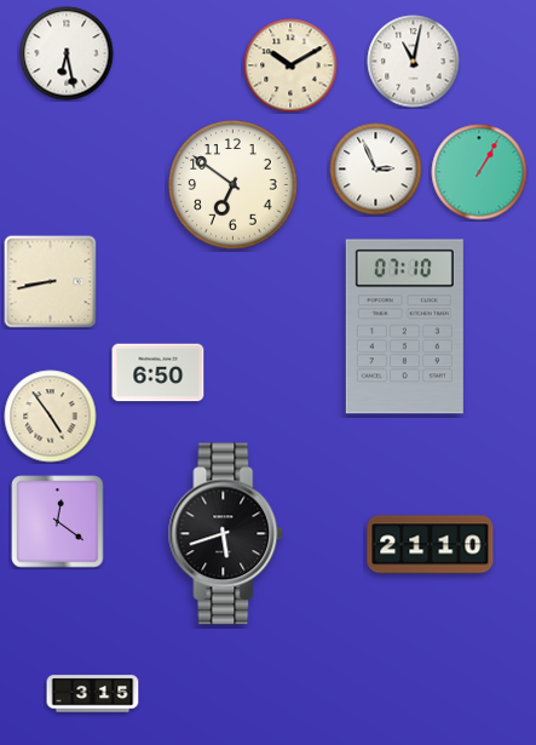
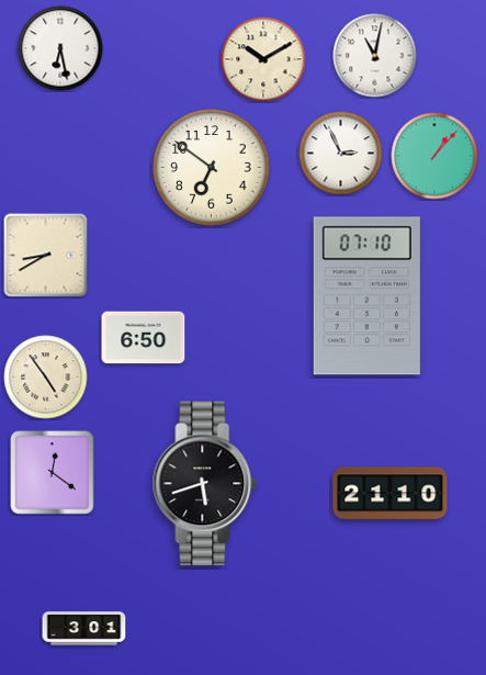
clock at (479, 172): 1:05 -> 1:07
clock at (51, 282): 8:43 -> 8:40
clock at (93, 694): 3:15 -> 3:01
